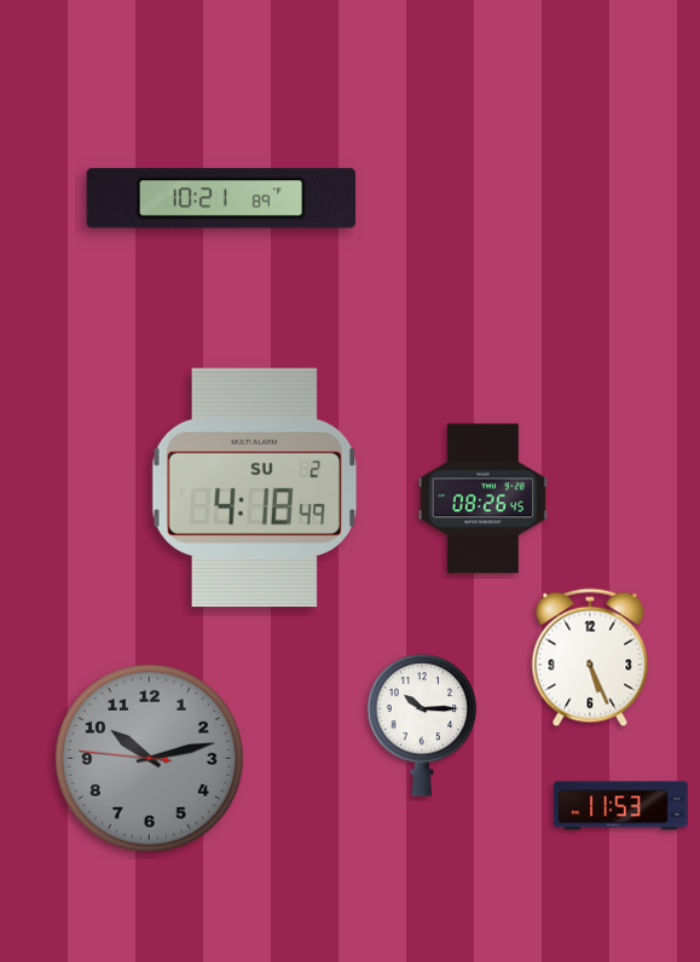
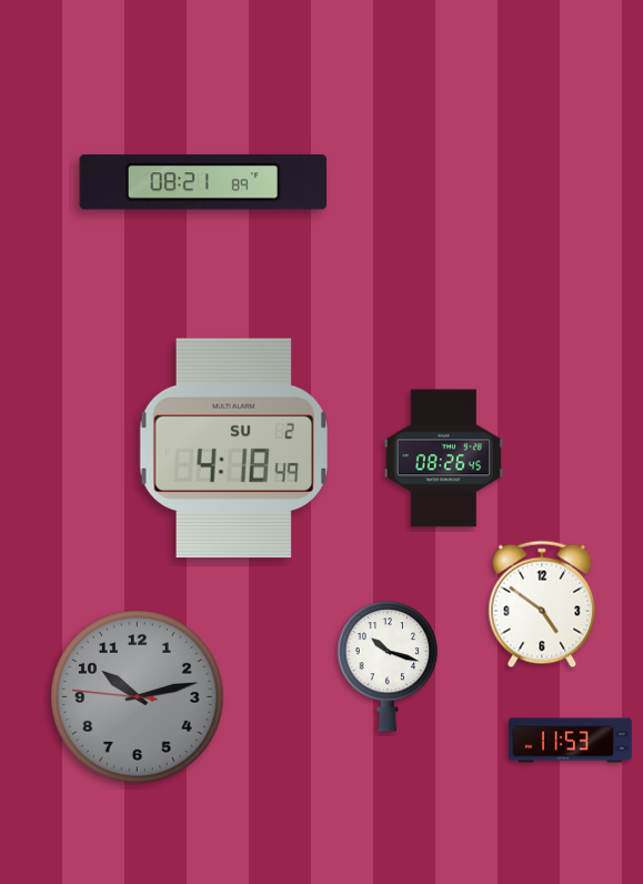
clock at (220, 198): 10:21 -> 08:21
clock at (590, 657): 5:26 -> 4:51
clock at (422, 726): 10:15 -> 10:18
